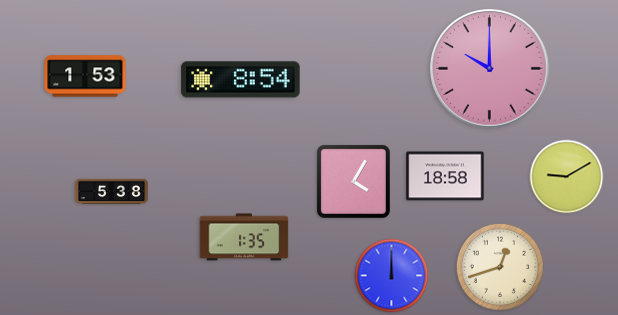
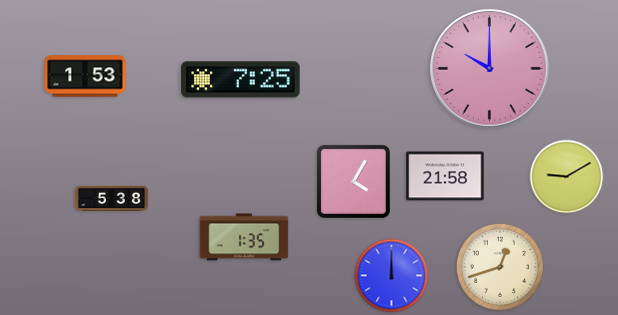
clock at (241, 80): 8:54 -> 7:25
clock at (445, 176): 18:58 -> 21:58
clock at (111, 192) position: (111, 192) -> (111, 199)
